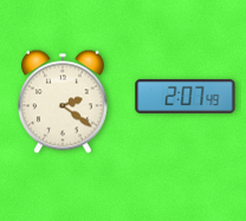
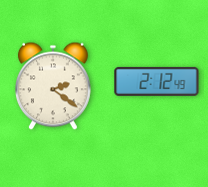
clock at (186, 96): 2:07 -> 2:12
